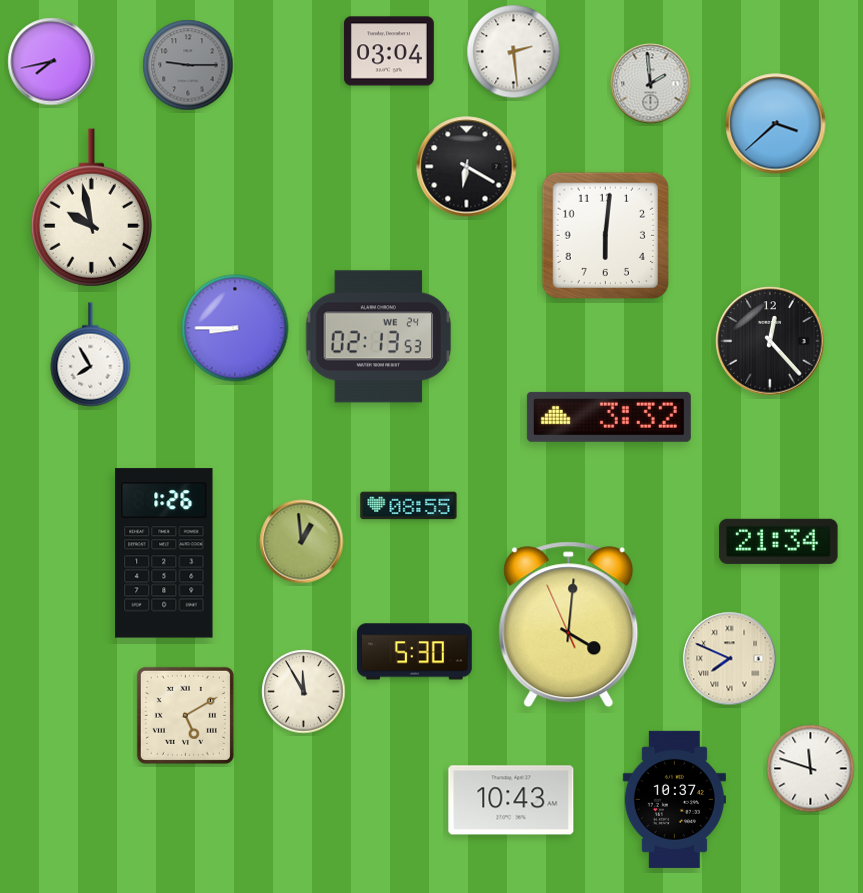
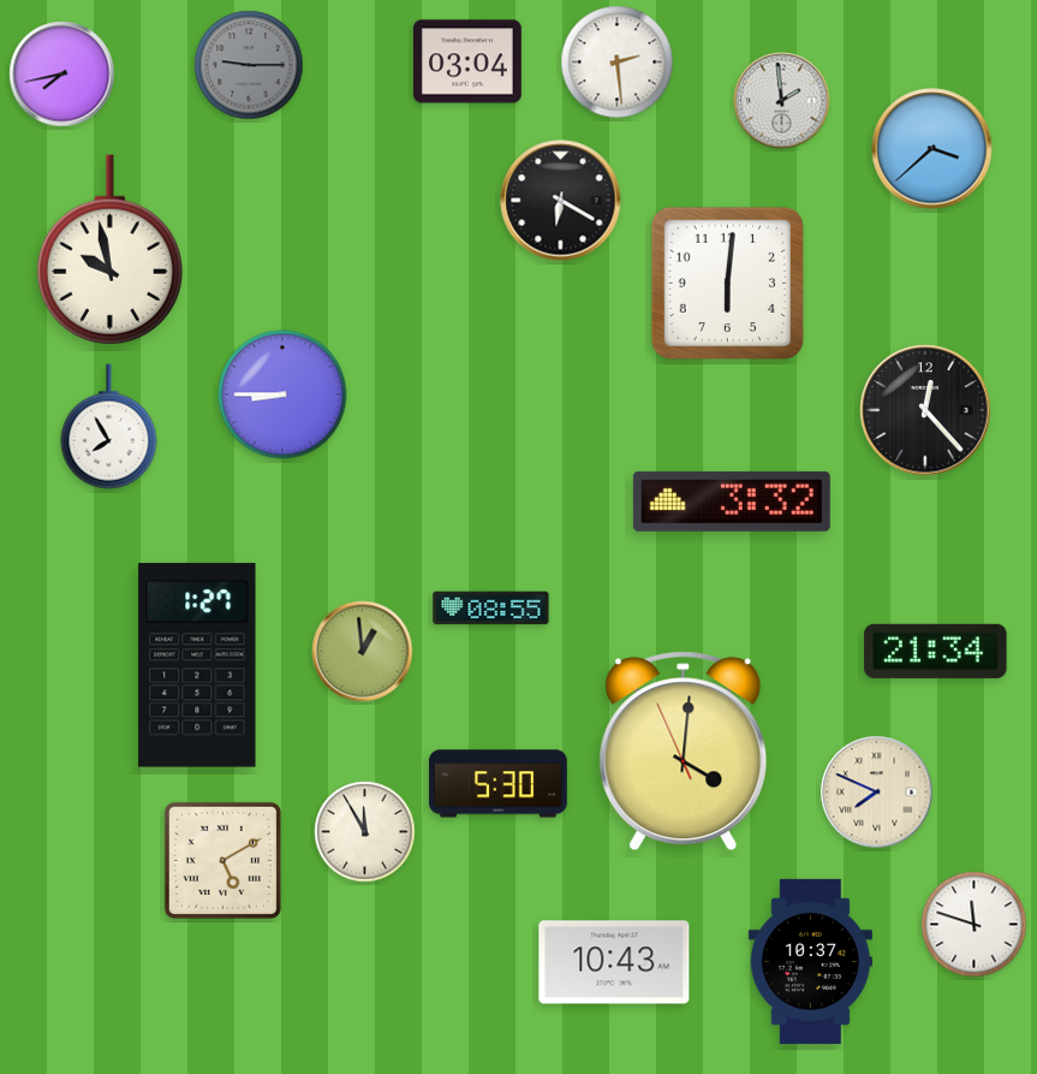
clock at (188, 65) position: (188, 65) -> (249, 65)
clock at (379, 337): 02:13 -> none
clock at (164, 553): 1:26 -> 1:27
